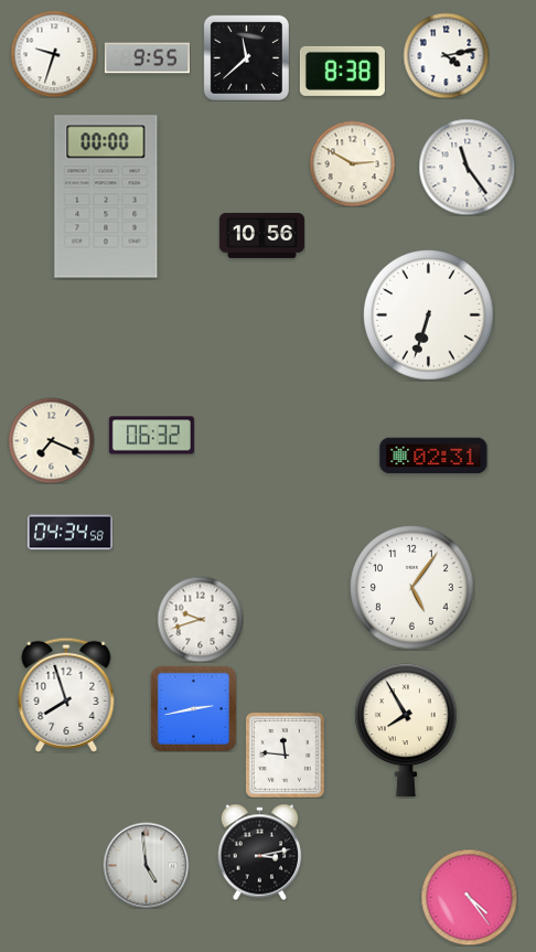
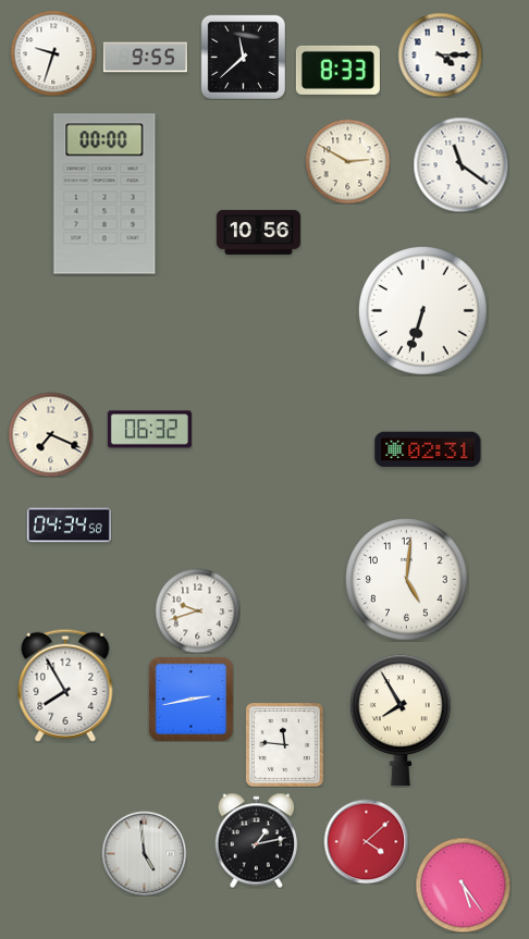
clock at (446, 55): 4:13 -> 4:15
clock at (342, 71): 8:38 -> 8:33
clock at (467, 167): 11:24 -> 11:21
clock at (412, 588): 5:06 -> 5:01
clock at (66, 695): 7:57 -> 7:55
clock at (285, 756) position: (285, 756) -> (284, 745)
clock at (260, 852): 3:13 -> 1:13
clock at (366, 841): none -> 4:08
clock at (469, 897): 4:24 -> 5:24
